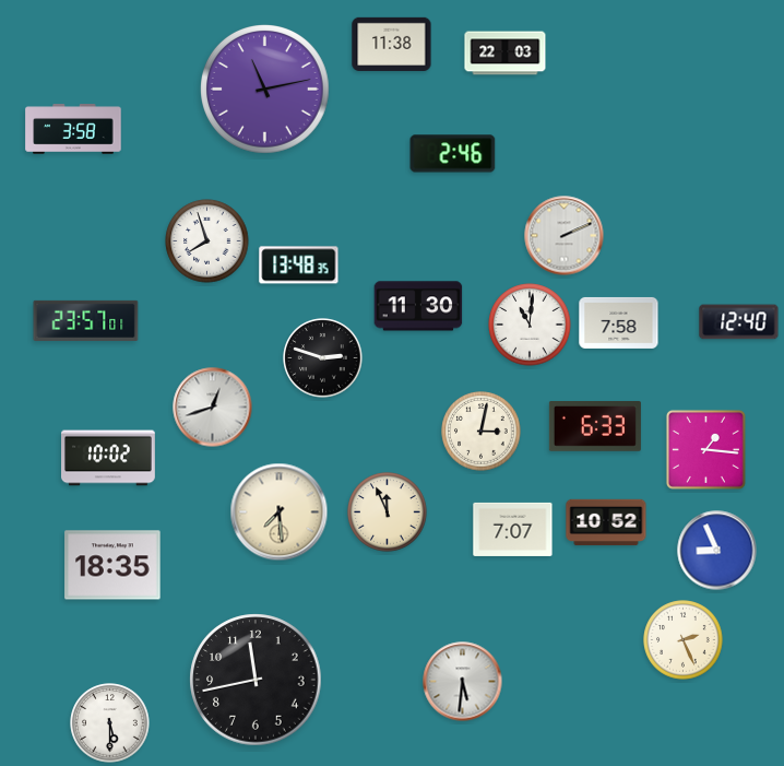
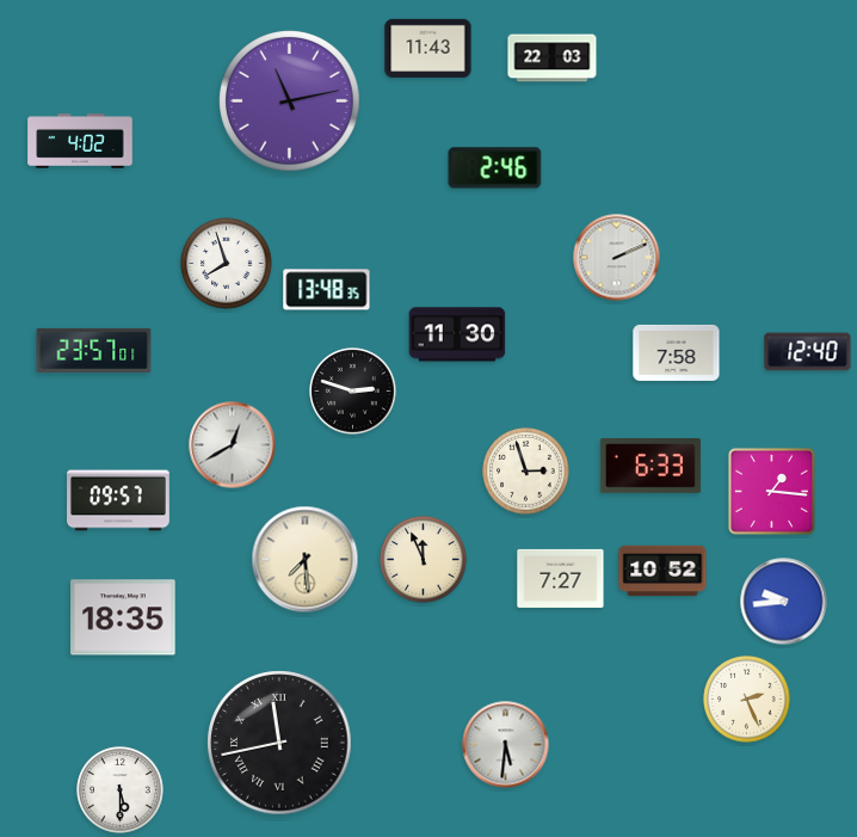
clock at (392, 44): 11:38 -> 11:43
clock at (265, 90) position: (265, 90) -> (290, 101)
clock at (73, 129): 3:58 -> 4:02
clock at (530, 325): 11:01 -> none
clock at (213, 408): 12:42 -> 12:40
clock at (482, 432): 3:02 -> 2:57
clock at (109, 458): 10:02 -> 09:57
clock at (513, 529): 7:07 -> 7:27
clock at (717, 551): 8:56 -> 9:44
clock at (256, 680) numerals: Arabic -> Roman
